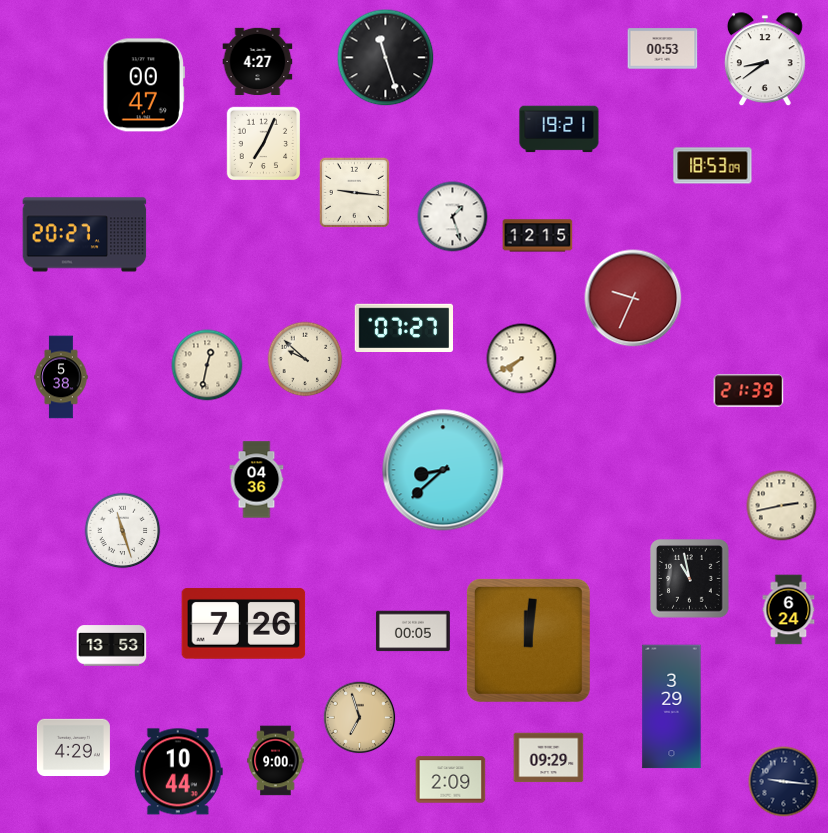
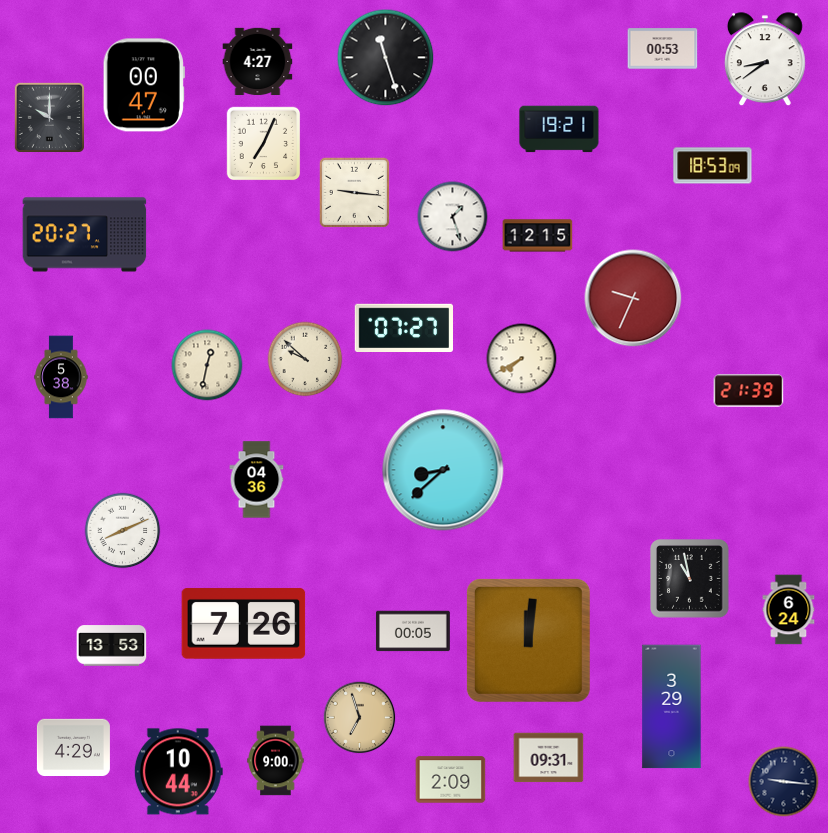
clock at (49, 117): none -> 10:00
clock at (782, 506): 2:43 -> none
clock at (123, 531): 11:27 -> 8:11
clock at (549, 758): 09:29 -> 09:31
